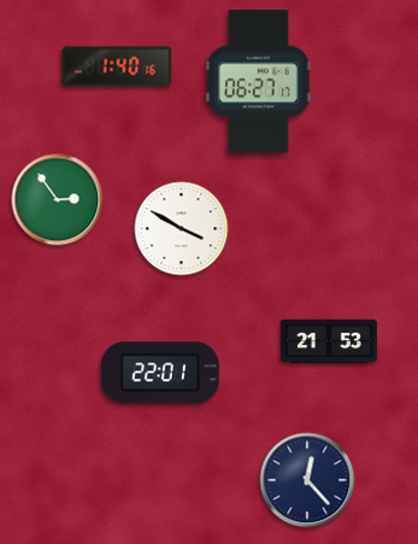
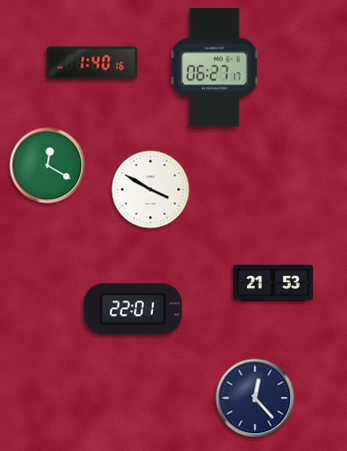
clock at (117, 66) position: (117, 66) -> (92, 63)
clock at (58, 200): 2:54 -> 12:20
